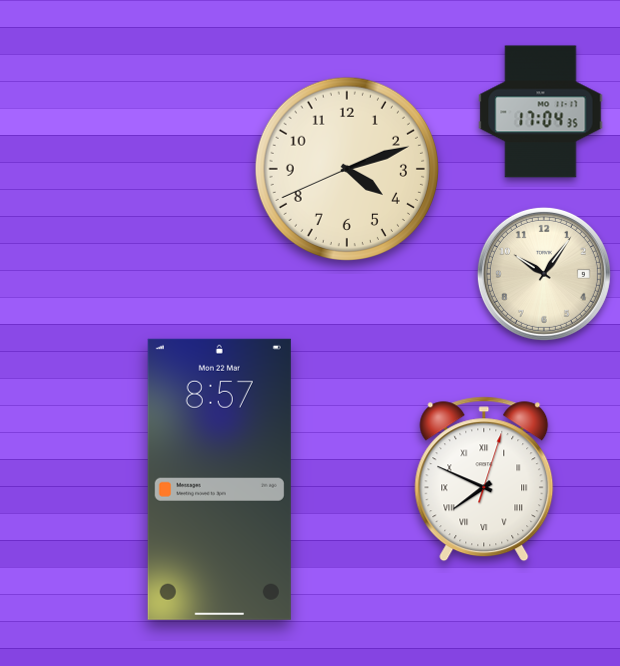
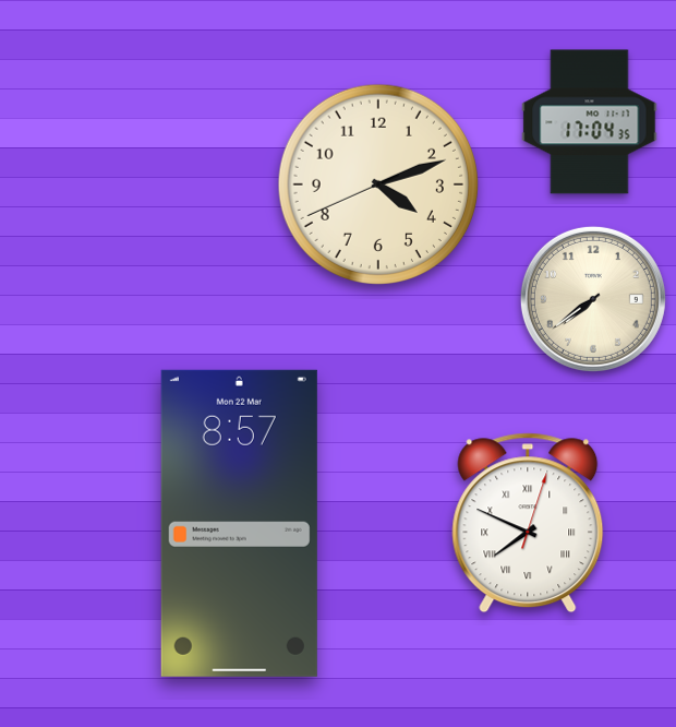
clock at (544, 274): 10:06 -> 7:39
